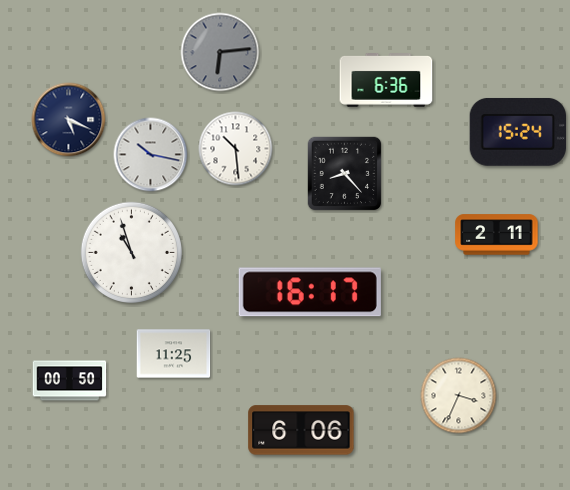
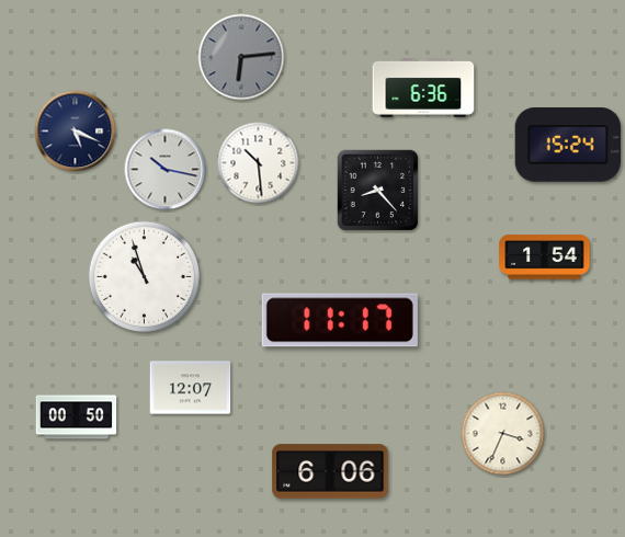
clock at (497, 235): 2:11 -> 1:54
clock at (310, 292): 16:17 -> 11:17
clock at (174, 354): 11:25 -> 12:07
